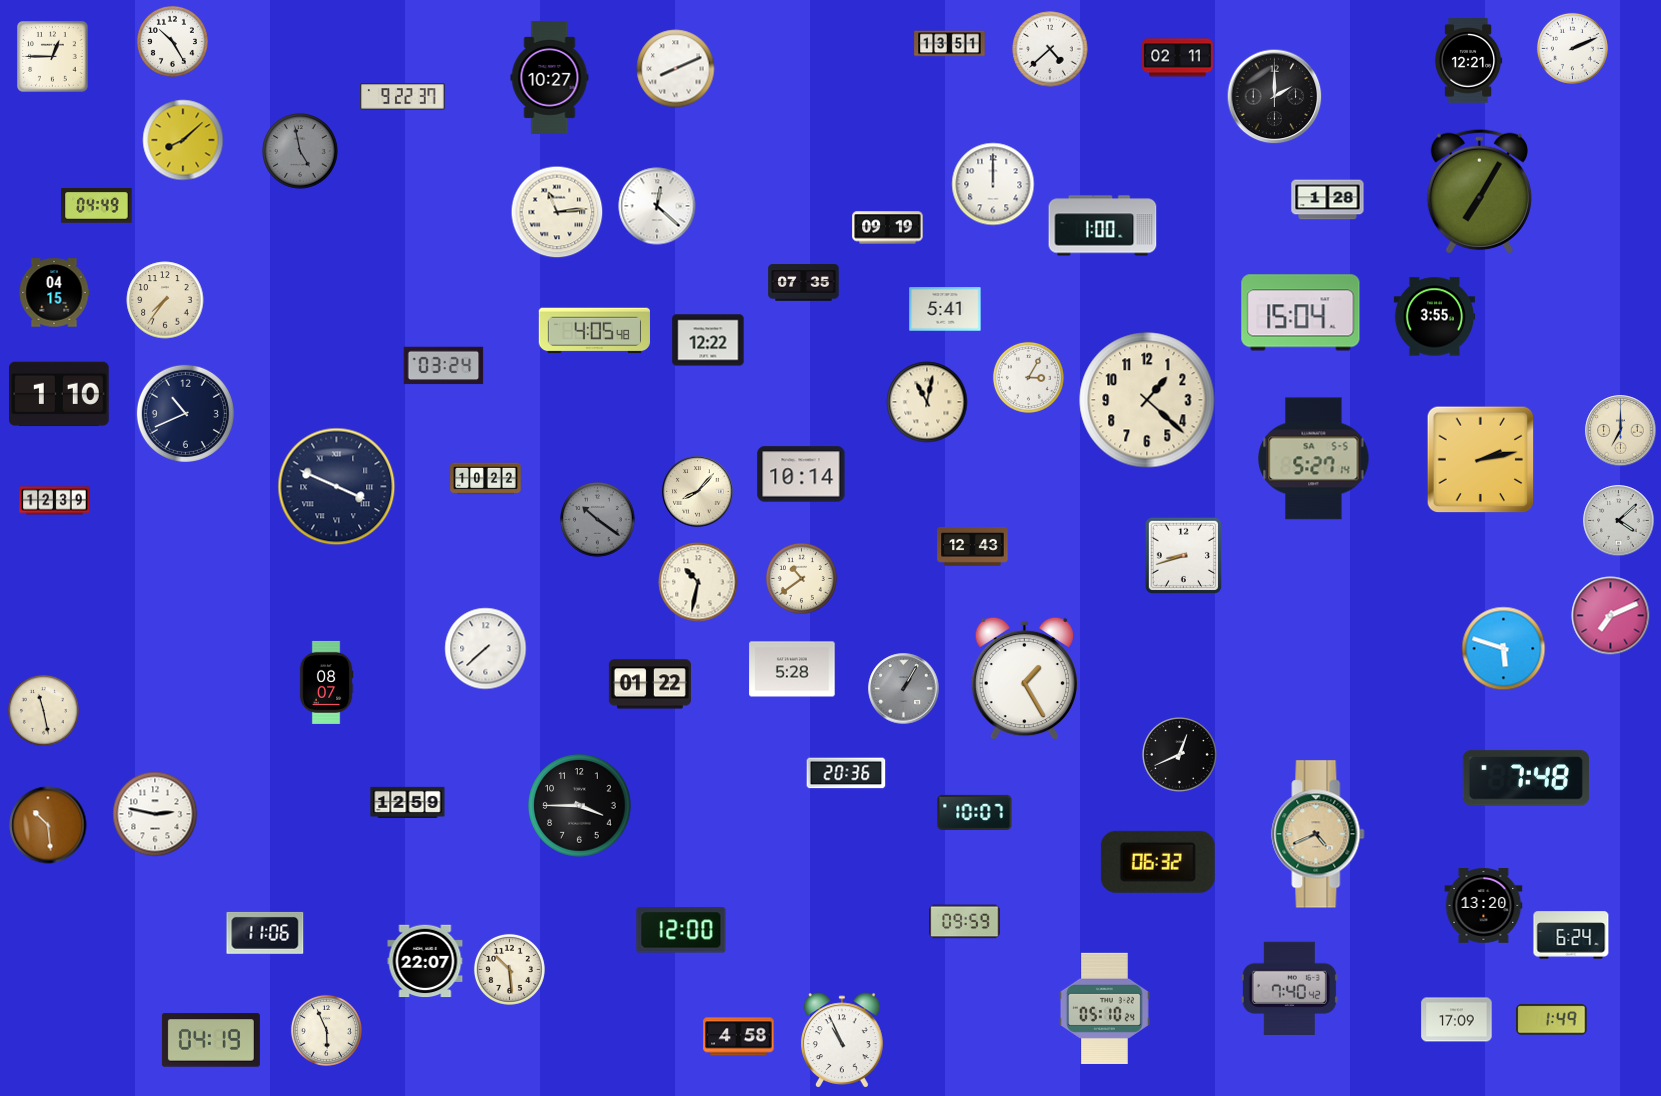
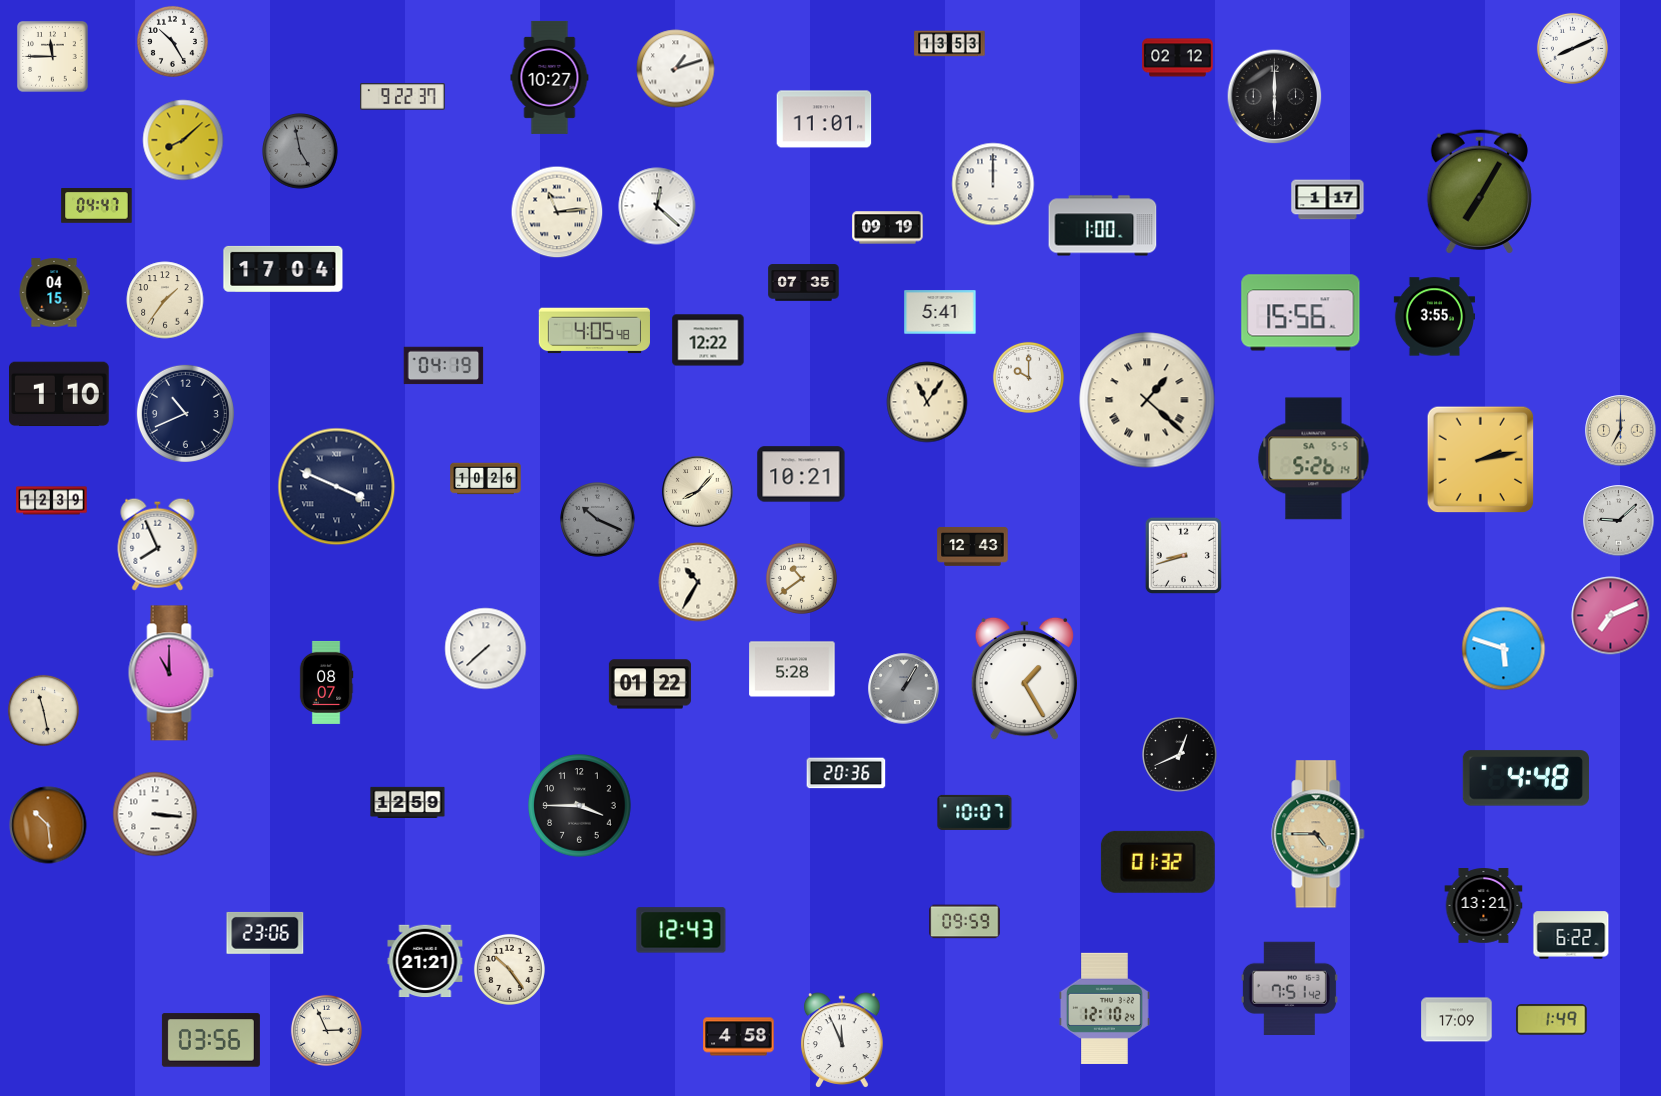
clock at (950, 44): 13:51 -> 13:53
clock at (1572, 48): 2:11 -> 8:11
clock at (1050, 49): 4:38 -> none
clock at (53, 57): 12:45 -> 11:45
clock at (1178, 58): 02:11 -> 02:12
clock at (1468, 61): 12:21 -> none
clock at (676, 69): 8:11 -> 1:12
clock at (1275, 97): 2:00 -> 6:00
clock at (824, 119): none -> 11:01
clock at (1328, 200): 1:28 -> 1:17
clock at (97, 206): 04:49 -> 04:47
clock at (283, 269): none -> 17:04
clock at (165, 300): 7:36 -> 1:36
clock at (945, 309) position: (945, 309) -> (940, 312)
clock at (1301, 313): 15:04 -> 15:56
clock at (444, 366): 03:24 -> 04:19
clock at (1028, 377): 3:05 -> 10:00
clock at (1147, 400) numerals: Arabic -> Roman
clock at (927, 402): 11:02 -> 11:06
clock at (1314, 459): 5:27 -> 5:26
clock at (801, 474): 10:14 -> 10:21
clock at (486, 479): 10:22 -> 10:26
clock at (55, 501) position: (55, 501) -> (52, 501)
clock at (598, 520): 10:21 -> 10:19
clock at (1619, 521): 4:08 -> 9:08
clock at (158, 544): none -> 7:56
clock at (698, 582): 10:32 -> 10:35
clock at (171, 673): none -> 11:00
clock at (1526, 778): 7:48 -> 4:48
clock at (155, 814): 2:47 -> 3:16
clock at (1318, 834): 4:41 -> 4:45
clock at (1158, 862): 06:32 -> 01:32
clock at (1484, 906): 13:20 -> 13:21
clock at (681, 930): 12:00 -> 12:43
clock at (265, 933): 11:06 -> 23:06
clock at (1571, 935): 6:24 -> 6:22
clock at (425, 961): 22:07 -> 21:21
clock at (509, 969): 10:29 -> 10:24
clock at (1289, 988): 7:40 -> 7:51
clock at (1104, 1008): 05:10 -> 12:10
clock at (326, 1030): 5:56 -> 2:56
clock at (211, 1040): 04:19 -> 03:56
clock at (843, 1040): 10:56 -> 11:56
